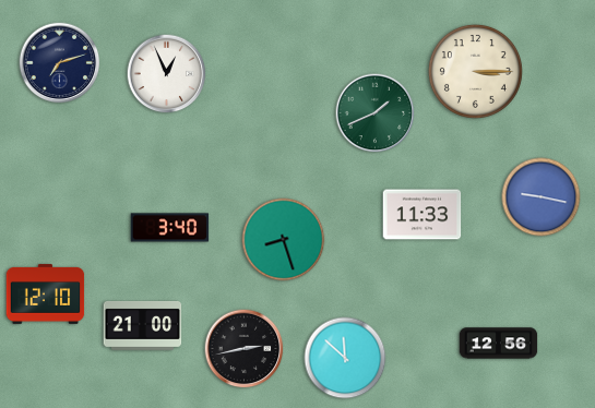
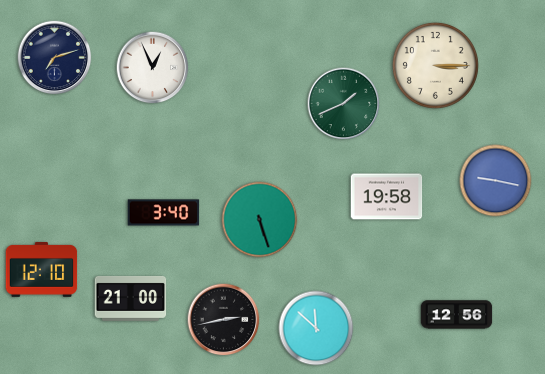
clock at (423, 215): 11:33 -> 19:58
clock at (170, 228) position: (170, 228) -> (164, 213)
clock at (284, 240): 8:27 -> 5:27
